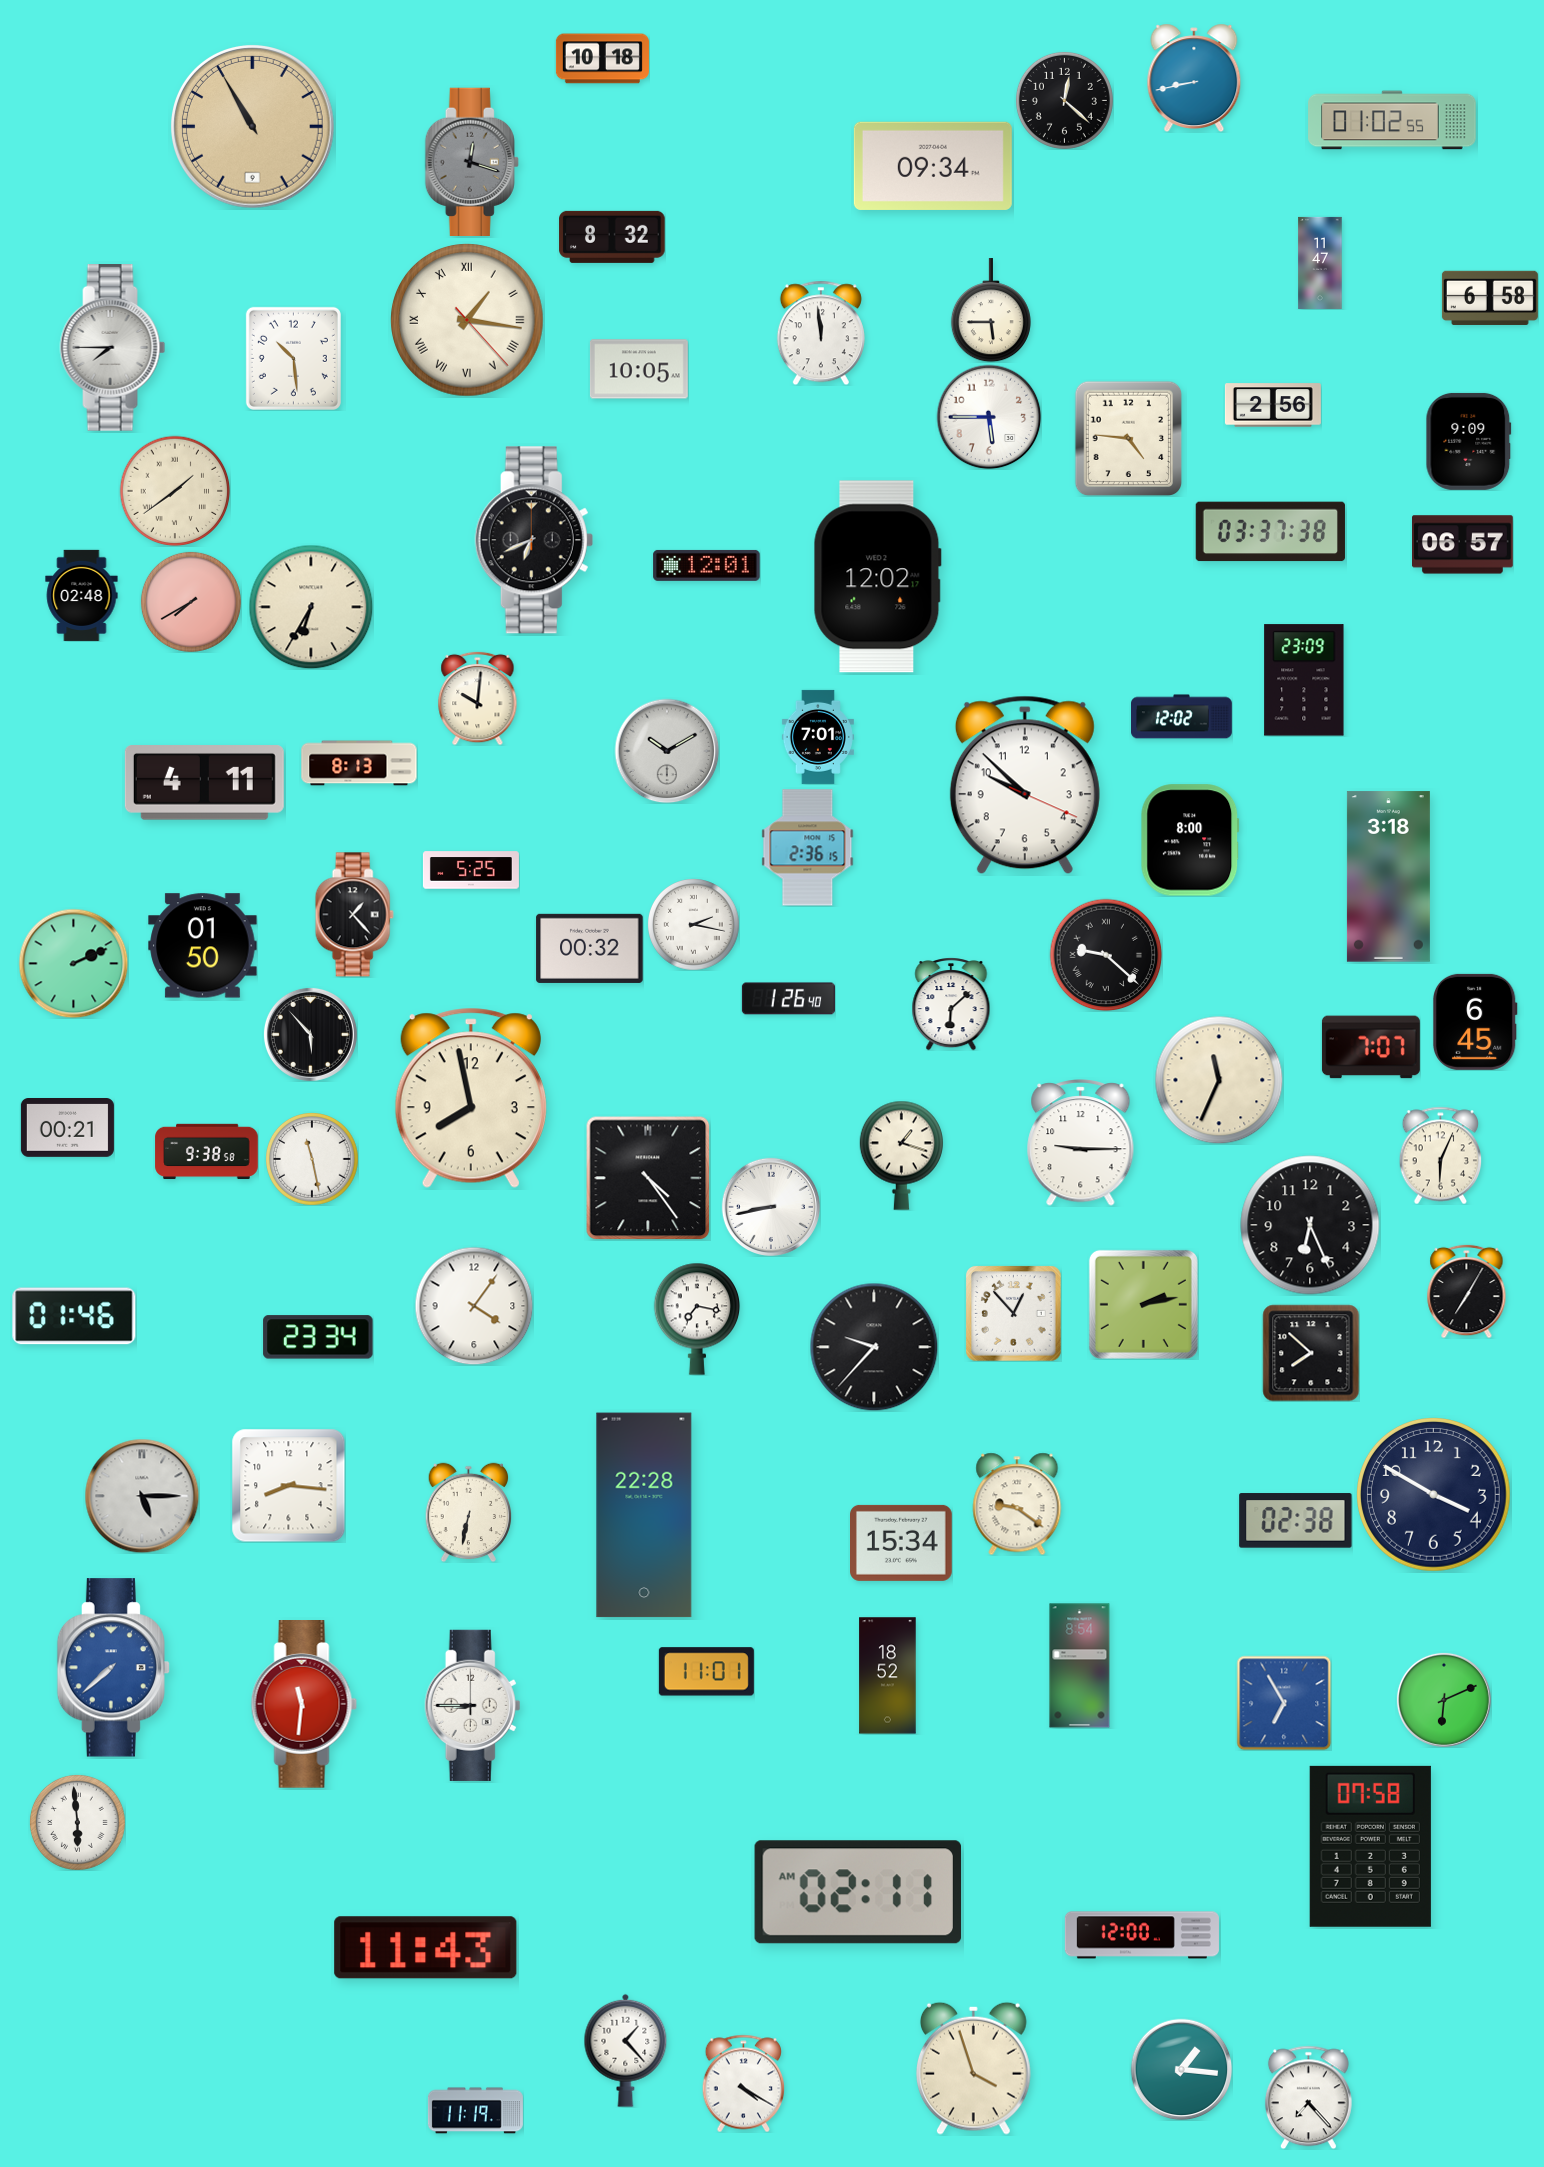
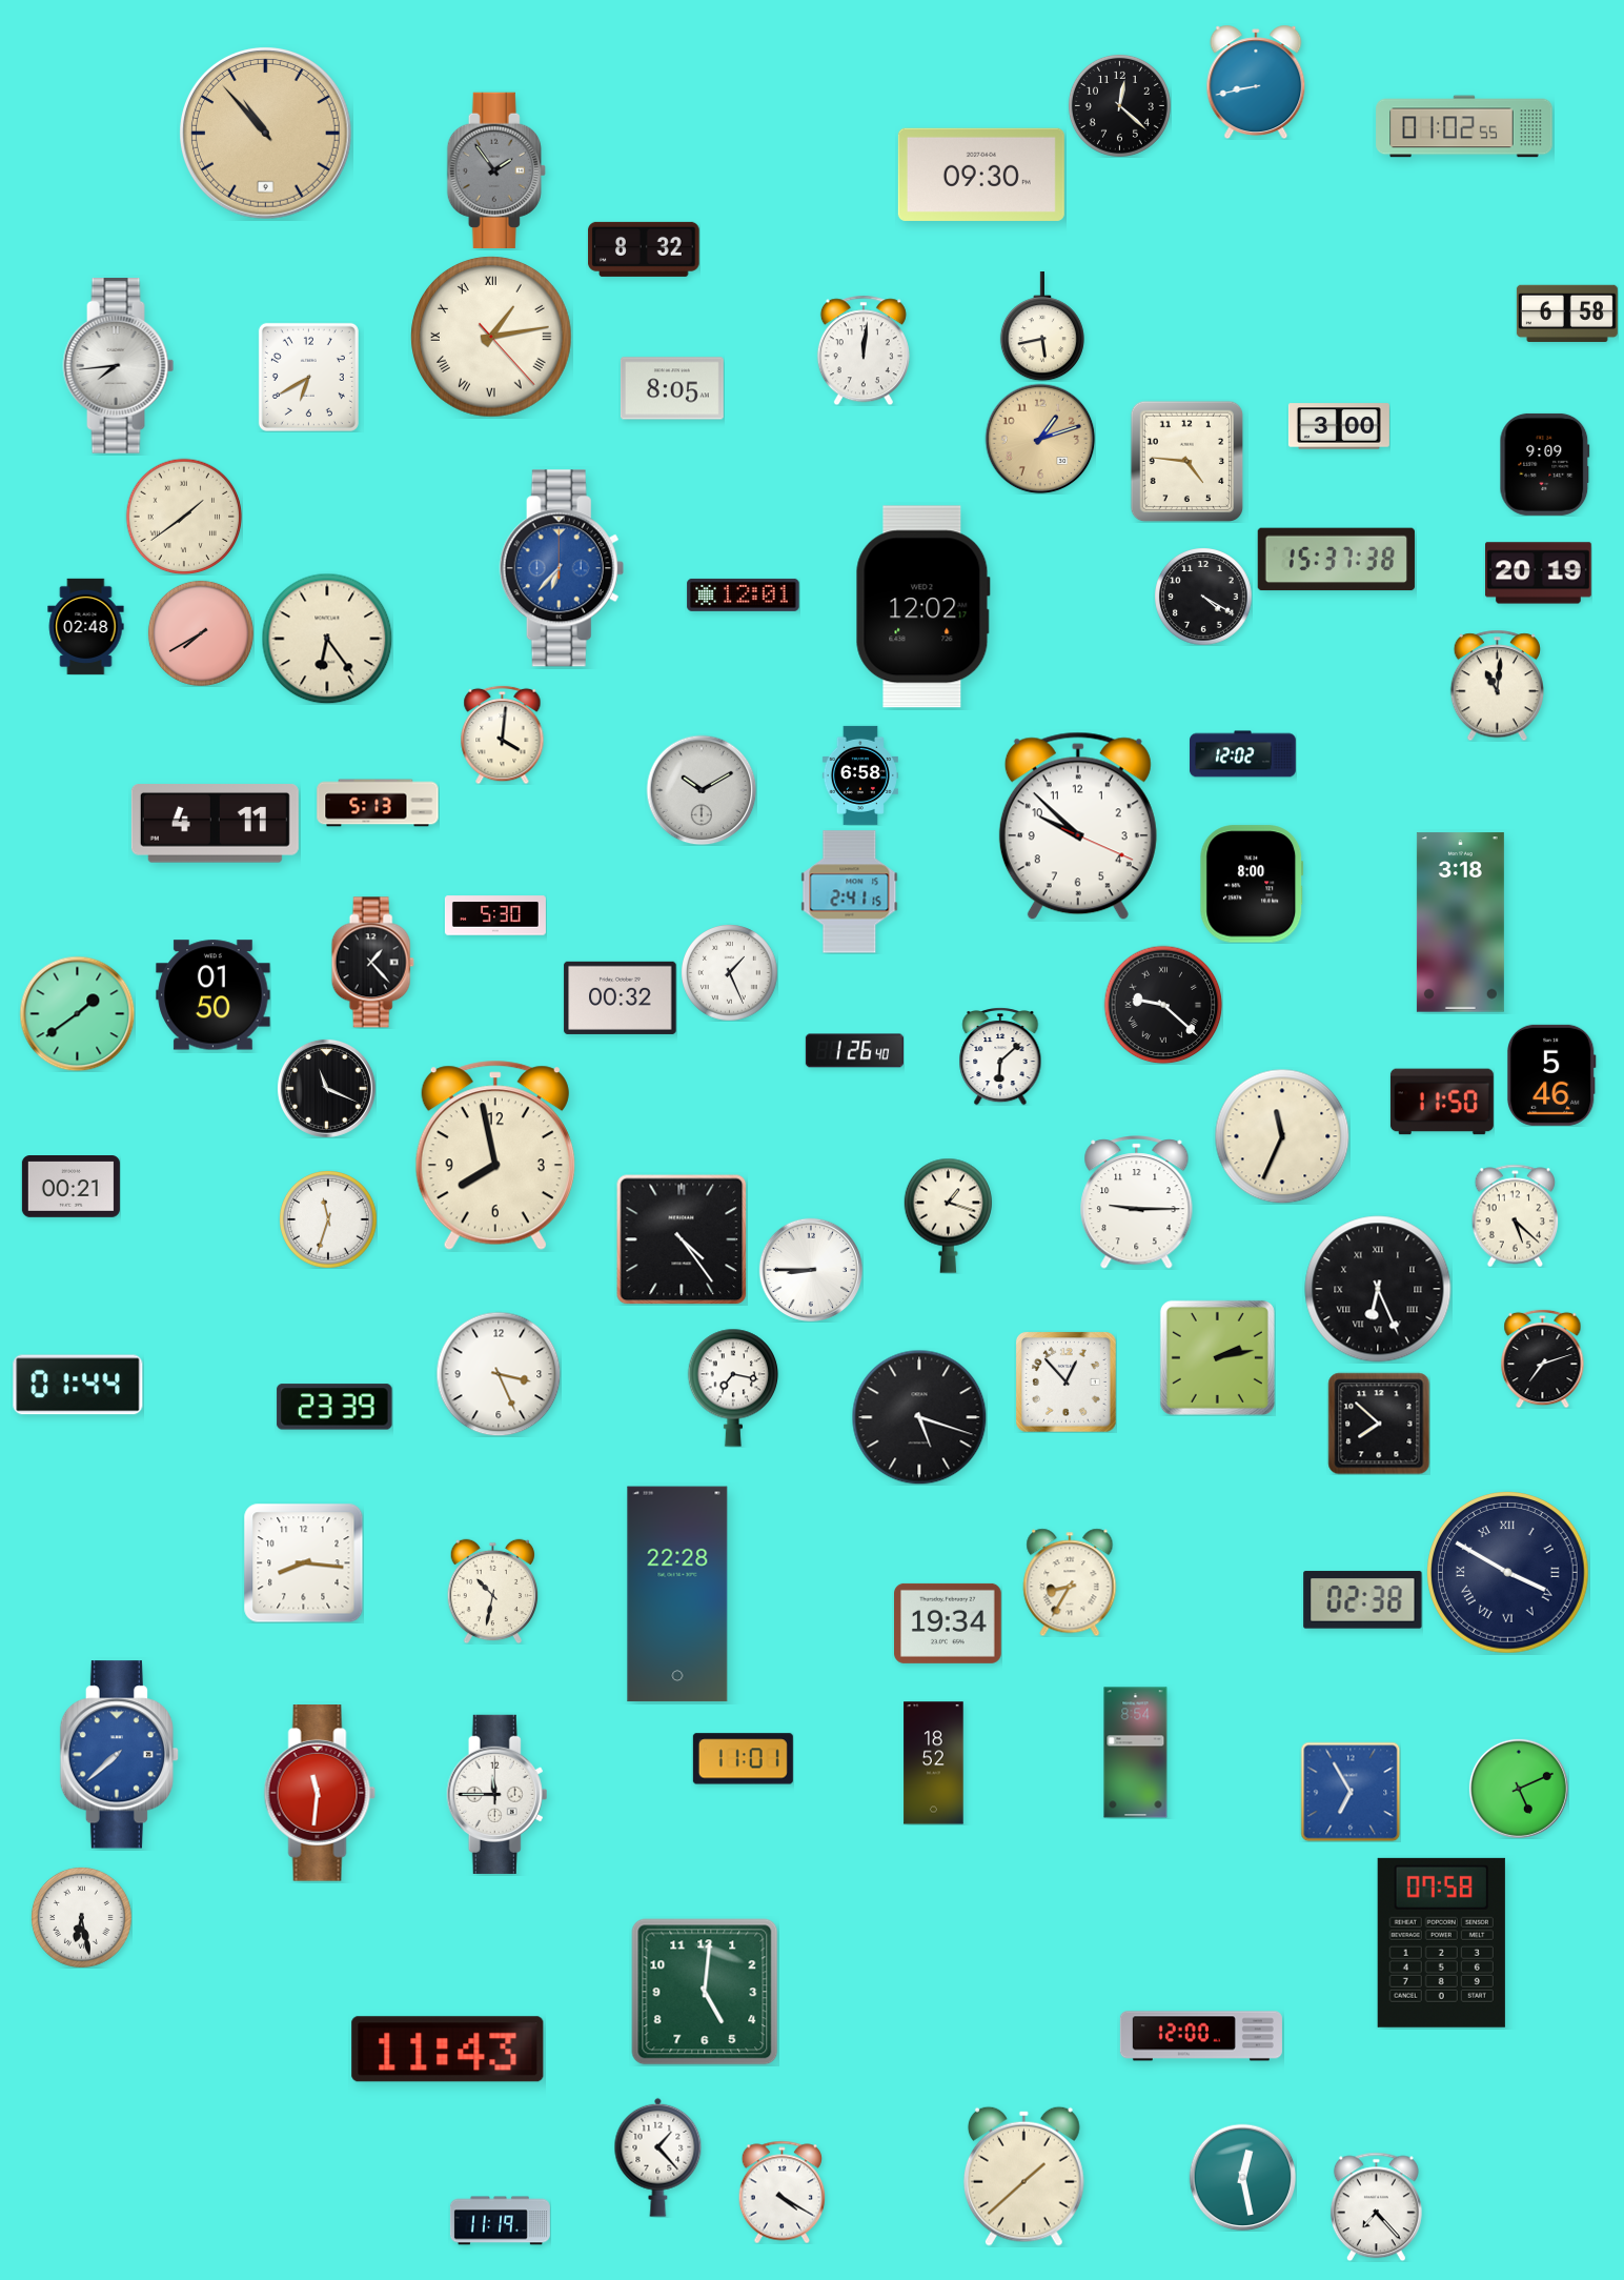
clock at (602, 59): 10:18 -> none
clock at (253, 127): 10:55 -> 10:53
clock at (472, 161): 12:18 -> 1:54
clock at (933, 166): 09:34 -> 09:30
clock at (1320, 263): 11:47 -> none
clock at (991, 310): 5:45 -> 5:43
clock at (467, 320): 1:16 -> 1:13
clock at (821, 333): 11:59 -> 12:01
clock at (113, 348): 7:45 -> 7:44
clock at (293, 358): 10:29 -> 6:40
clock at (639, 369): 10:05 -> 8:05
clock at (1273, 405): 2:56 -> 3:00
clock at (989, 417): 5:45 -> 1:12
clock at (989, 417) dial: white -> champagne
clock at (1270, 532): 03:37 -> 15:37
clock at (534, 540): 6:41 -> 6:37
clock at (534, 540) dial: black -> blue
clock at (1463, 545): 06:57 -> 20:19
clock at (1203, 597): none -> 4:20
clock at (311, 607): 6:35 -> 6:24
clock at (1497, 685): none -> 11:01
clock at (1304, 680): 23:09 -> none
clock at (478, 698): 10:01 -> 4:01
clock at (818, 737): 7:01 -> 6:58
clock at (359, 763): 8:13 -> 5:13
clock at (808, 848): 2:36 -> 2:41
clock at (471, 870): 5:25 -> 5:30
clock at (694, 925): 2:17 -> 1:26
clock at (73, 963): 2:11 -> 1:39
clock at (788, 999) position: (788, 999) -> (854, 1051)
clock at (1475, 1022): 6:45 -> 5:46
clock at (310, 1034): 5:53 -> 11:19
clock at (1371, 1047): 7:07 -> 11:50
clock at (207, 1152): 9:38 -> none
clock at (1441, 1155): 6:04 -> 5:22
clock at (312, 1159): 11:28 -> 11:33
clock at (771, 1207): 8:43 -> 8:45
clock at (1310, 1225) numerals: Arabic -> Roman
clock at (1467, 1291): 7:05 -> 7:12
clock at (1143, 1304) position: (1143, 1304) -> (1217, 1357)
clock at (474, 1306): 4:06 -> 3:26
clock at (74, 1316): 01:46 -> 01:44
clock at (318, 1337): 23:34 -> 23:39
clock at (874, 1347): 9:37 -> 5:18
clock at (1434, 1495) numerals: Arabic -> Roman
clock at (142, 1496): 5:15 -> none
clock at (1017, 1504): 9:21 -> 8:35
clock at (469, 1512): 6:32 -> 10:32
clock at (902, 1543): 15:34 -> 19:34
clock at (1444, 1700): 6:11 -> 5:11
clock at (473, 1705): 8:45 -> 11:45
clock at (77, 1822): 5:59 -> 6:28
clock at (857, 1892): 02:11 -> none
clock at (705, 1992): none -> 5:01
clock at (973, 2068): 3:57 -> 1:38
clock at (1181, 2069): 1:16 -> 12:28
